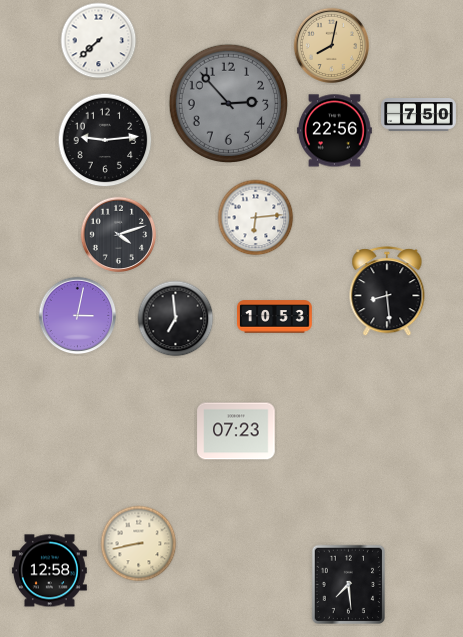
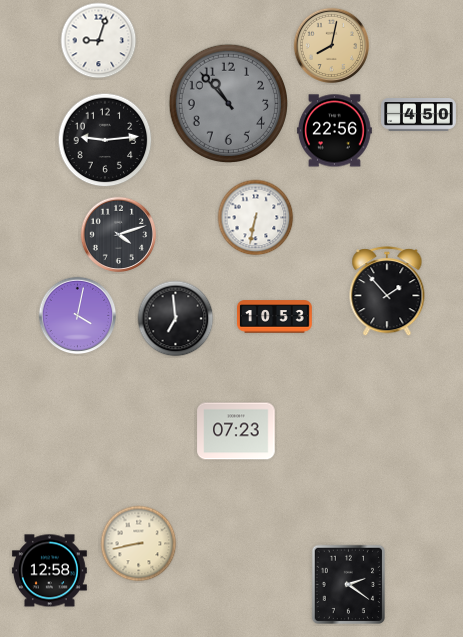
clock at (99, 41): 7:38 -> 9:03
clock at (228, 103): 2:53 -> 10:53
clock at (419, 115): 7:50 -> 4:50
clock at (256, 218): 6:14 -> 6:32
clock at (387, 292): 8:29 -> 1:53
clock at (78, 316): 3:02 -> 4:02
clock at (348, 584): 7:29 -> 2:21
